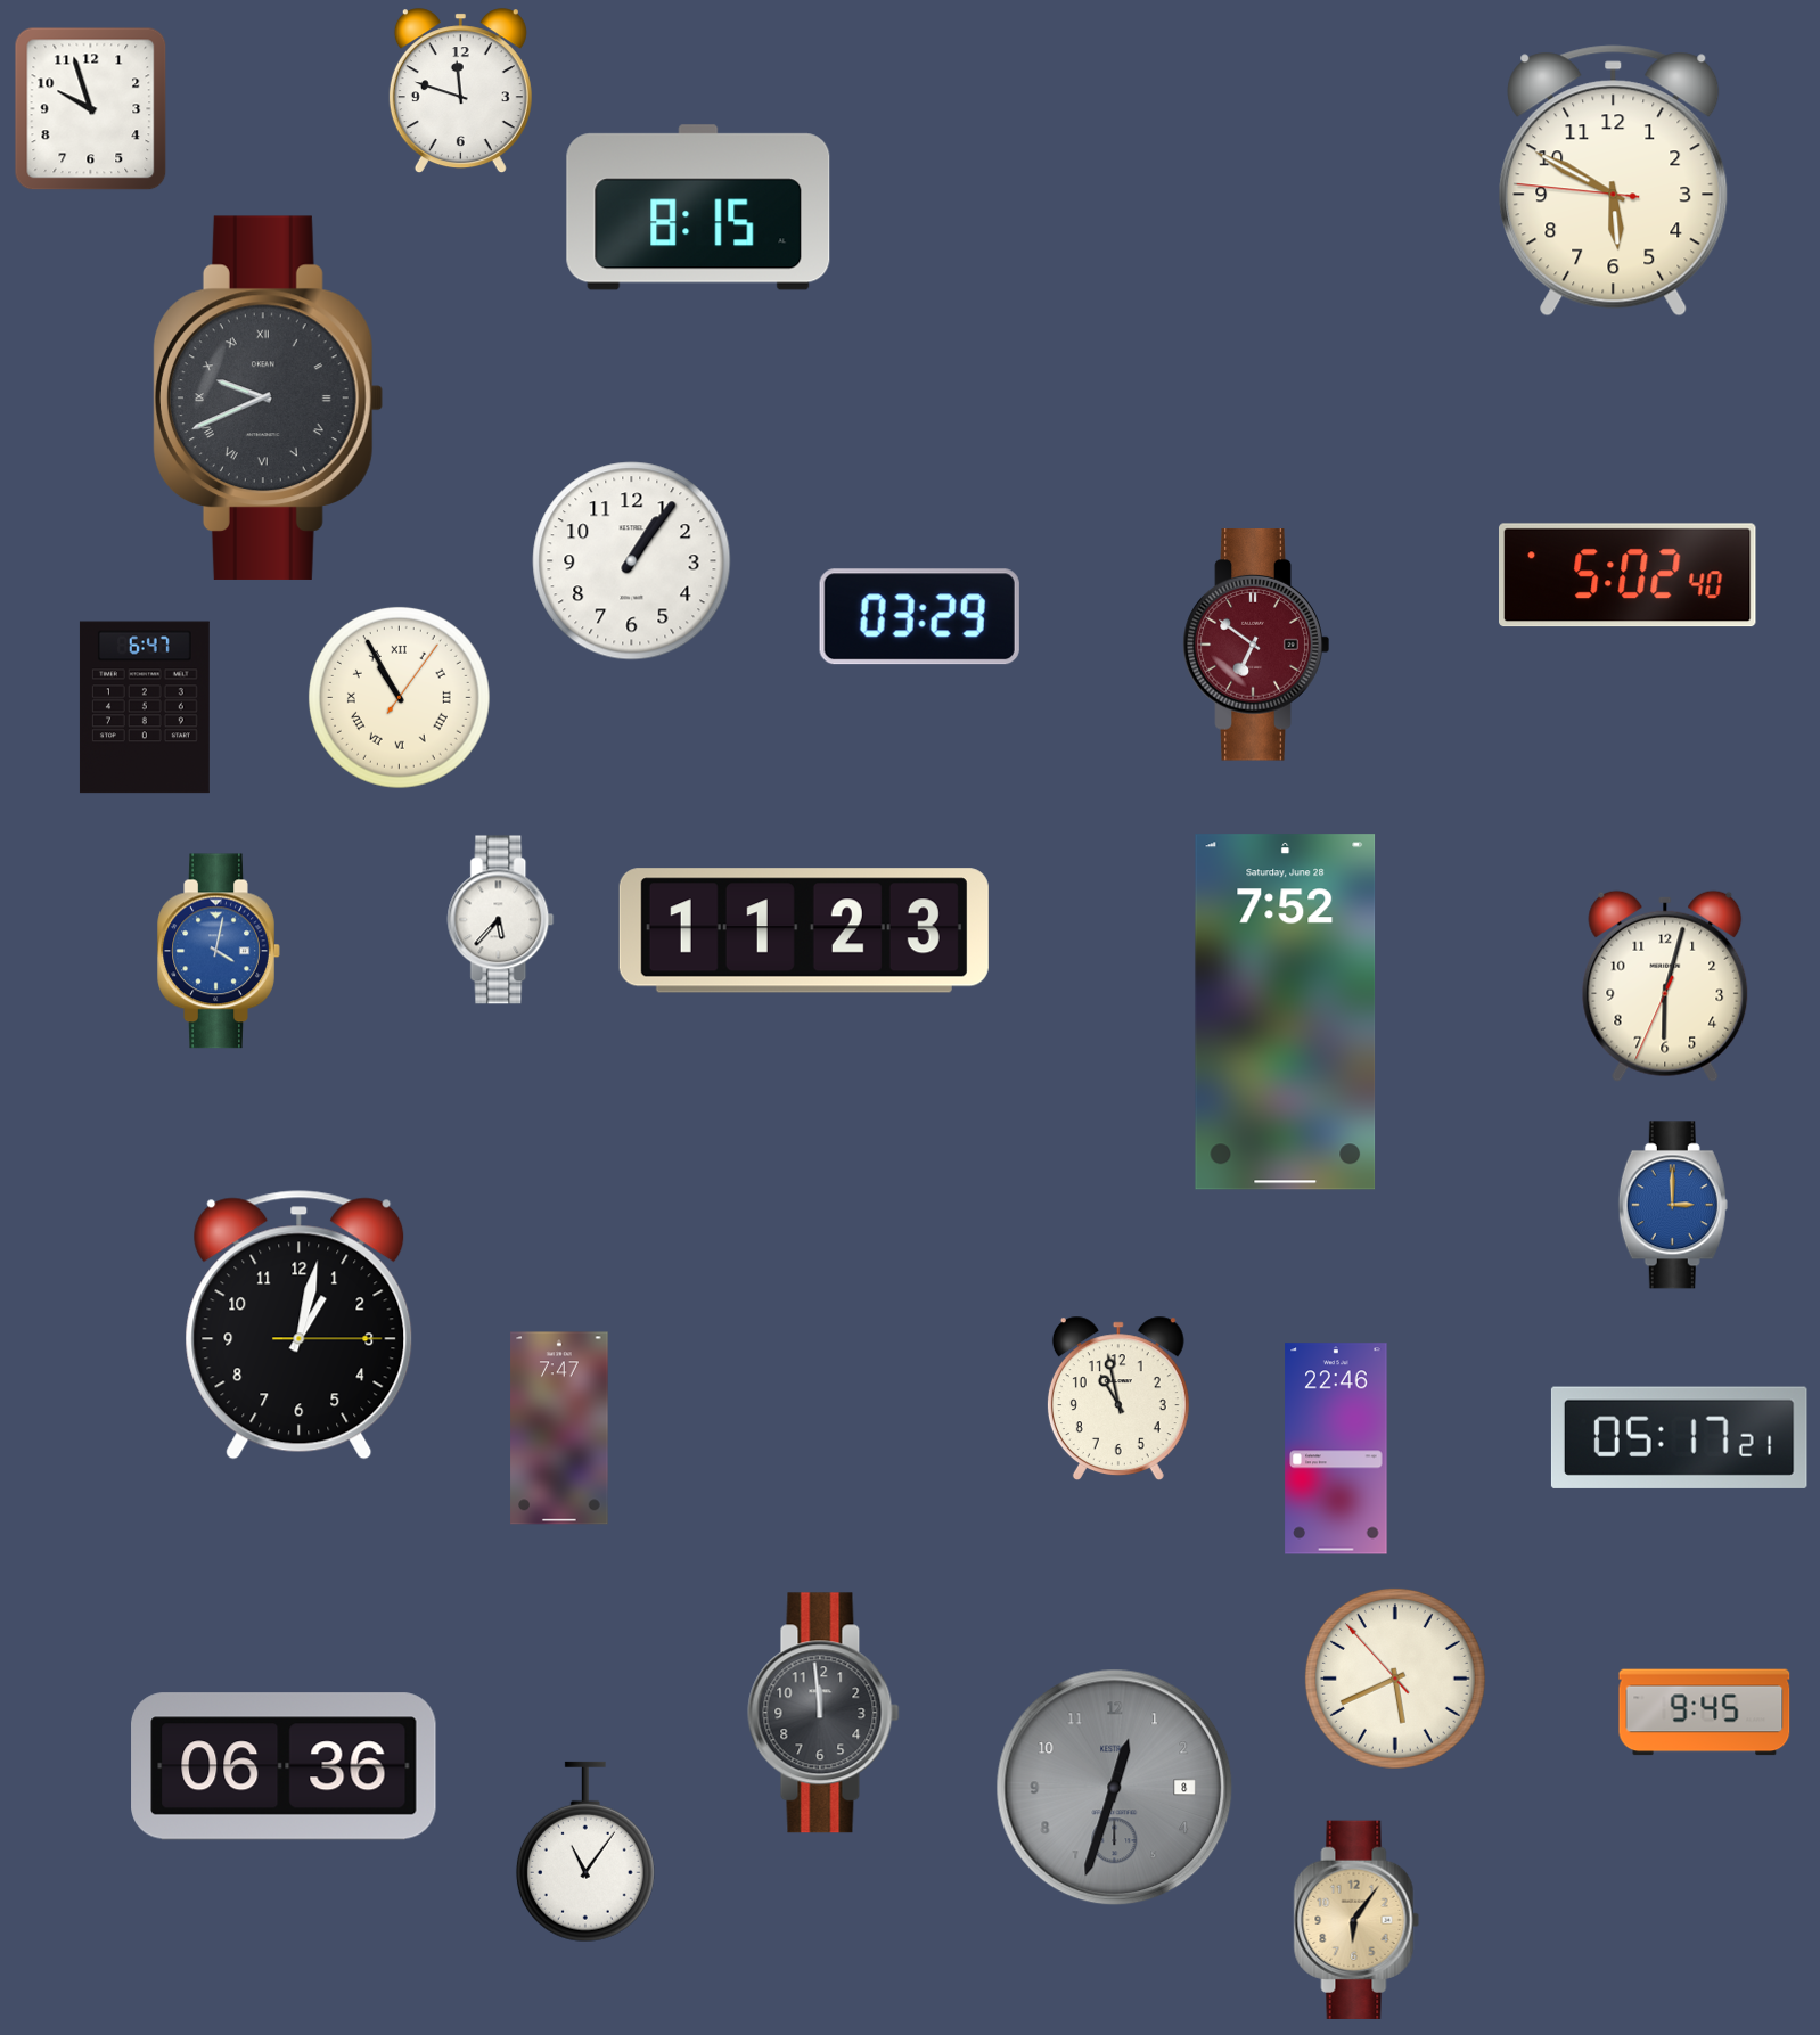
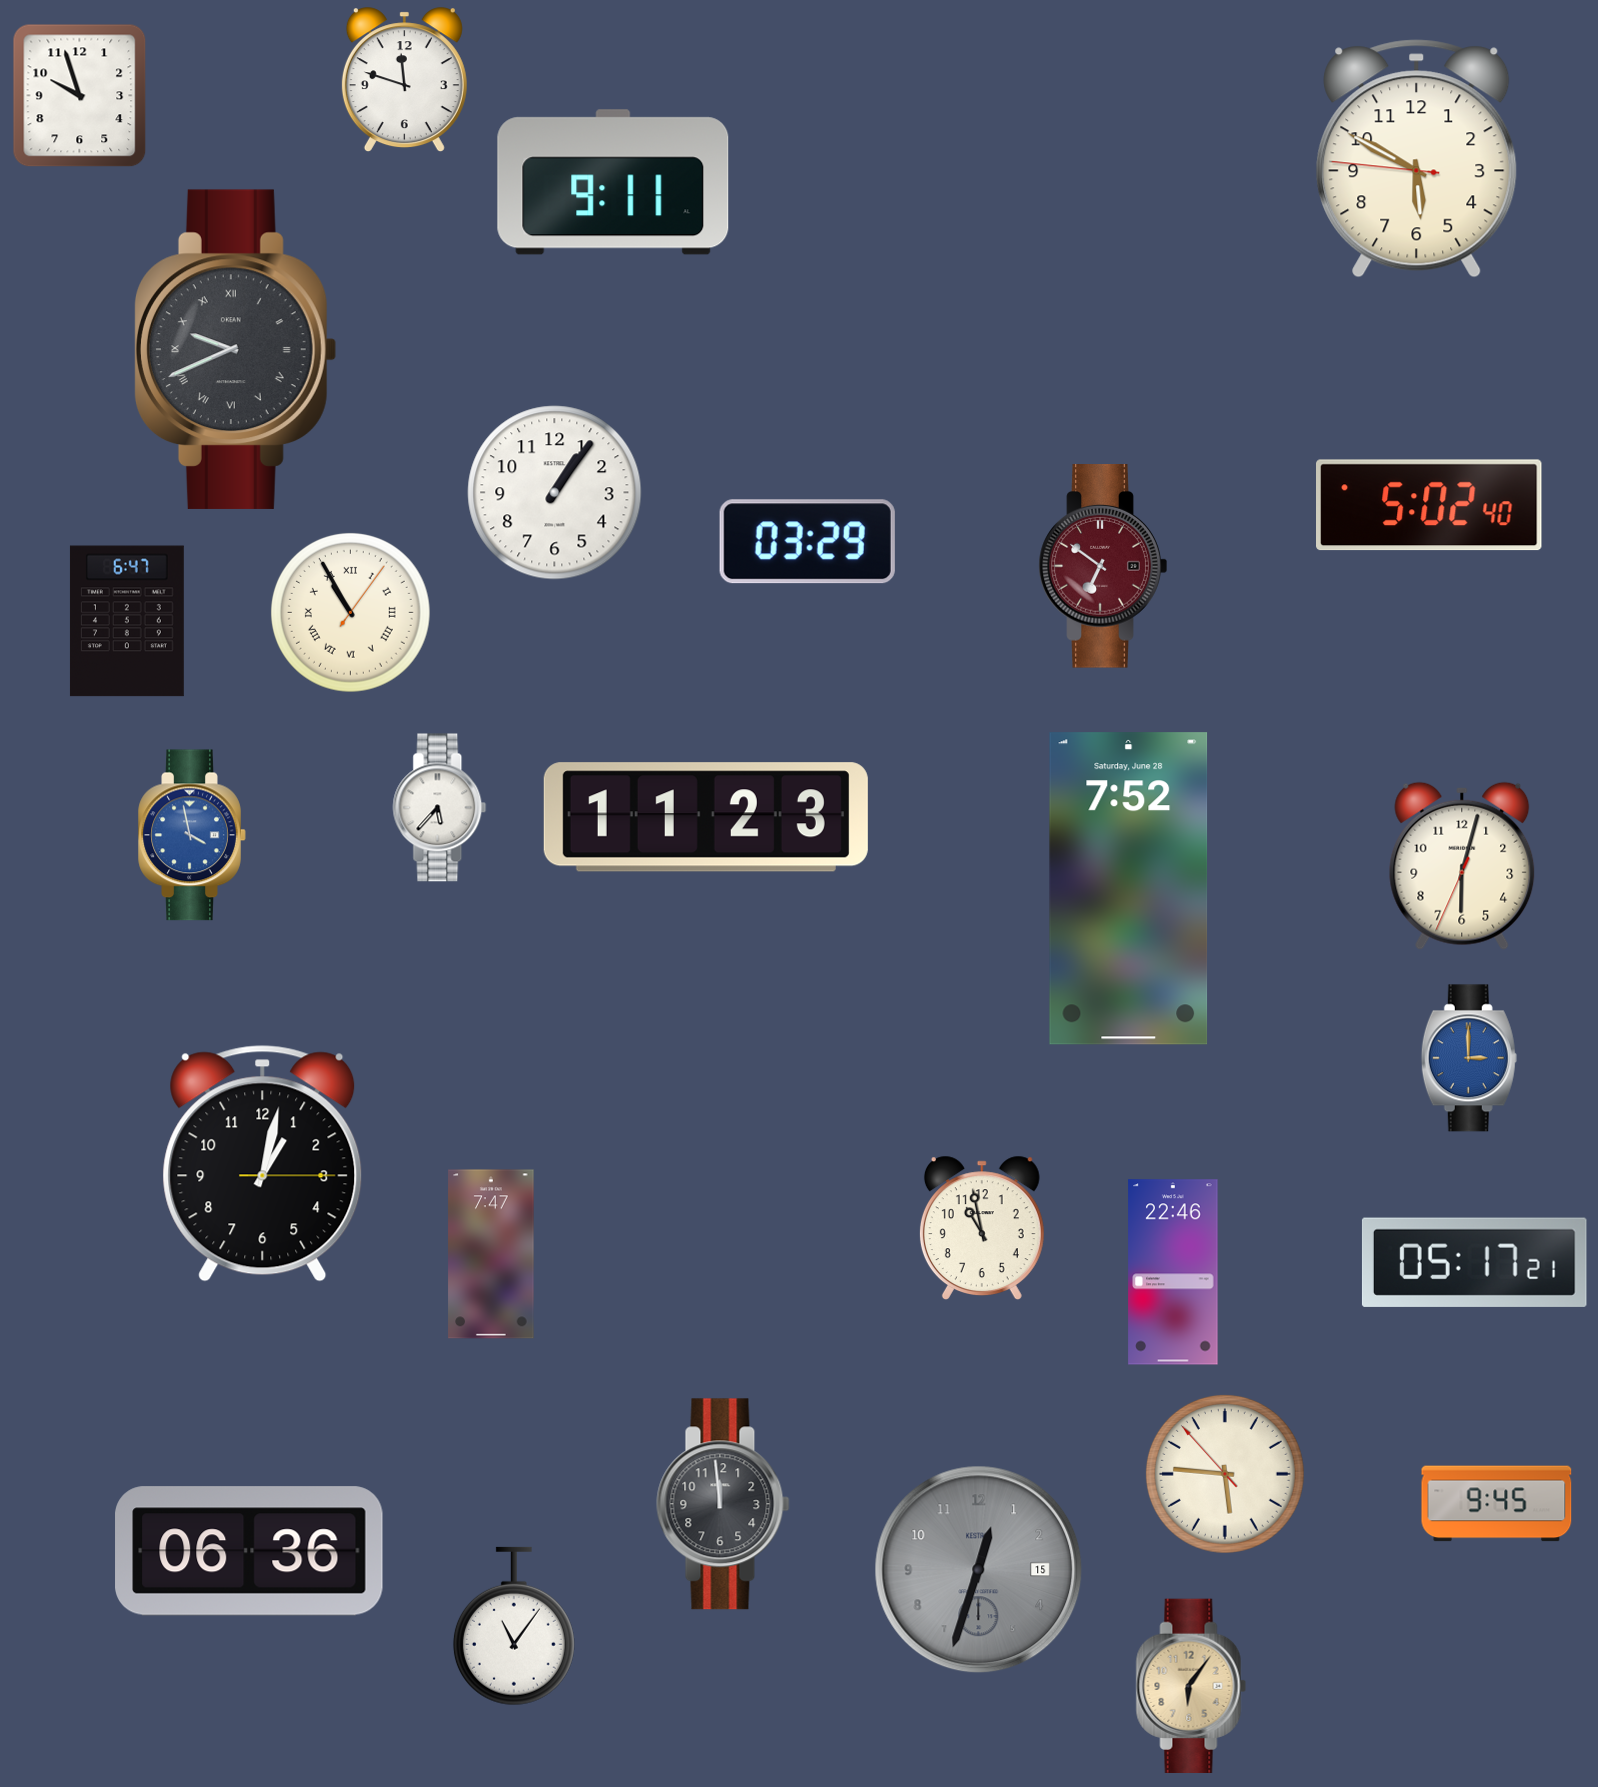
clock at (698, 207): 8:15 -> 9:11
clock at (219, 951): 4:02 -> 3:58
clock at (1395, 1679): 5:40 -> 5:45
clock at (1115, 1788) date: 8 -> 15
